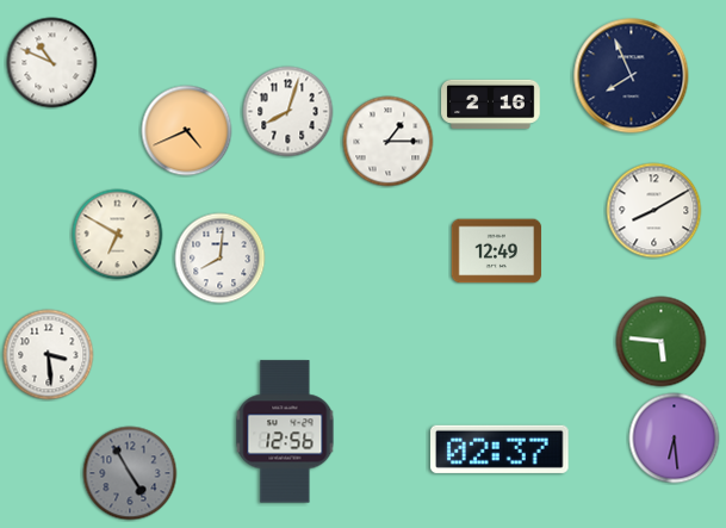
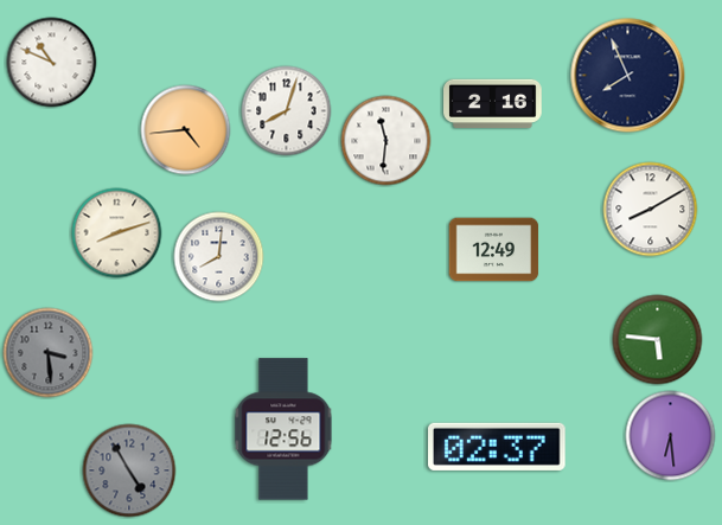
clock at (491, 105) position: (491, 105) -> (493, 104)
clock at (187, 131): 4:41 -> 4:44
clock at (389, 142): 1:15 -> 11:31
clock at (118, 235): 6:50 -> 8:12
clock at (49, 355) dial: white -> grey
